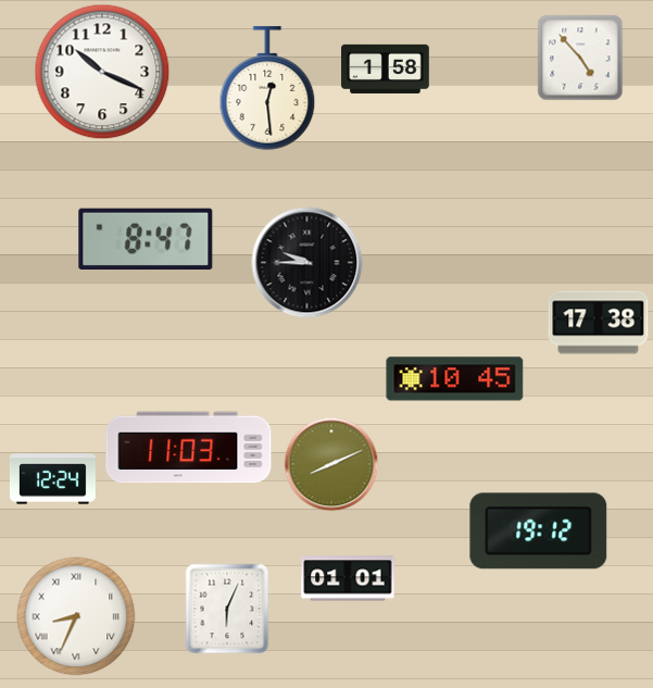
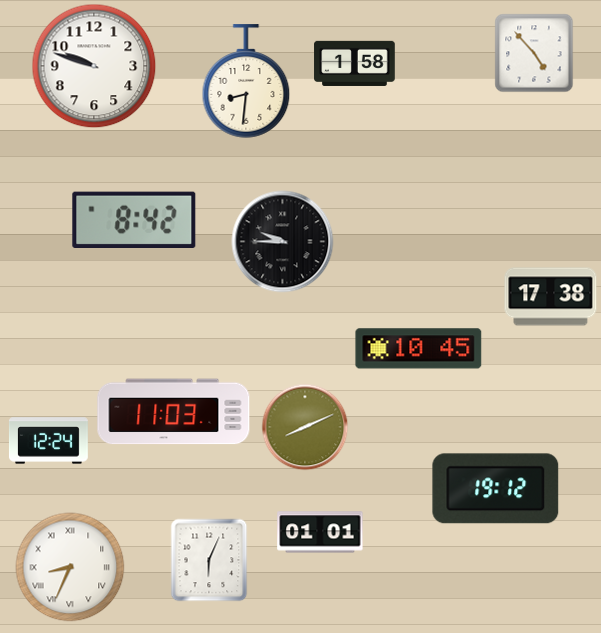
clock at (102, 72): 10:19 -> 9:48
clock at (267, 88): 12:29 -> 8:31
clock at (146, 238): 8:47 -> 8:42
